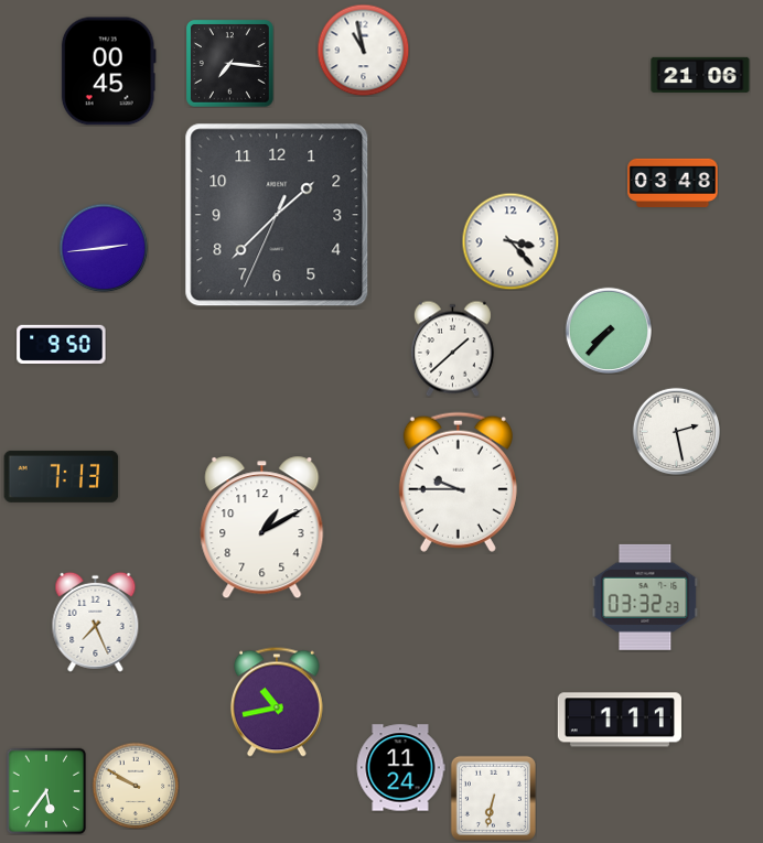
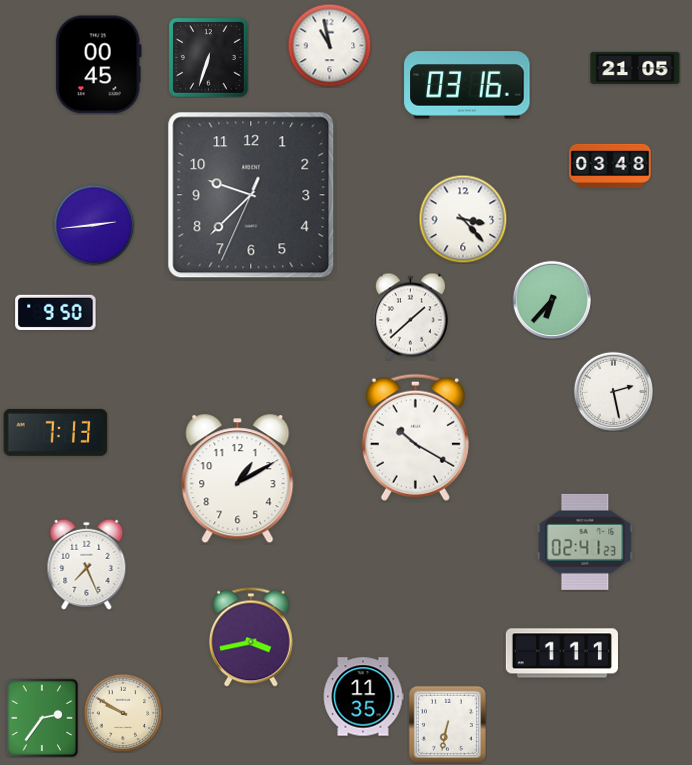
clock at (230, 64): 7:16 -> 6:33
clock at (700, 75): 21:06 -> 21:05
clock at (467, 85): none -> 03:16
clock at (277, 215): 1:37 -> 9:37
clock at (608, 329): 7:37 -> 6:37
clock at (458, 482): 9:45 -> 10:20
clock at (645, 597): 03:32 -> 02:41
clock at (277, 702): 10:43 -> 3:43
clock at (400, 768): 11:24 -> 11:35
clock at (46, 791): 5:36 -> 2:36
